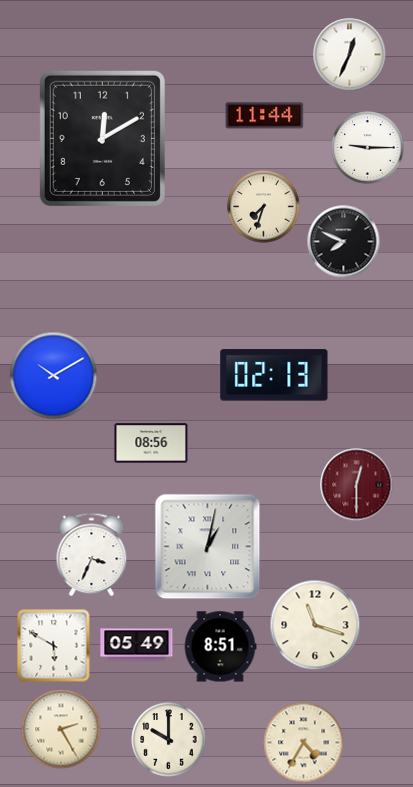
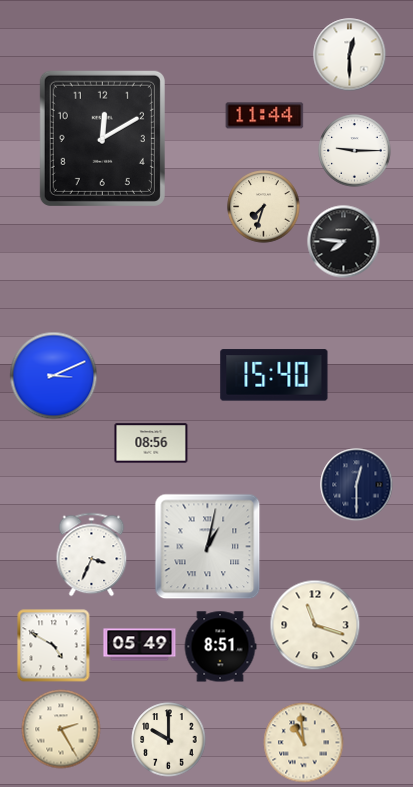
clock at (350, 55): 12:34 -> 12:30
clock at (368, 148) position: (368, 148) -> (355, 151)
clock at (344, 242): 7:49 -> 7:46
clock at (274, 375): 02:13 -> 15:40
clock at (54, 376): 10:10 -> 3:11
clock at (357, 485) dial: burgundy -> navy
clock at (137, 645) position: (137, 645) -> (140, 645)
clock at (54, 646): 5:50 -> 4:50
clock at (304, 743): 4:35 -> 10:59
